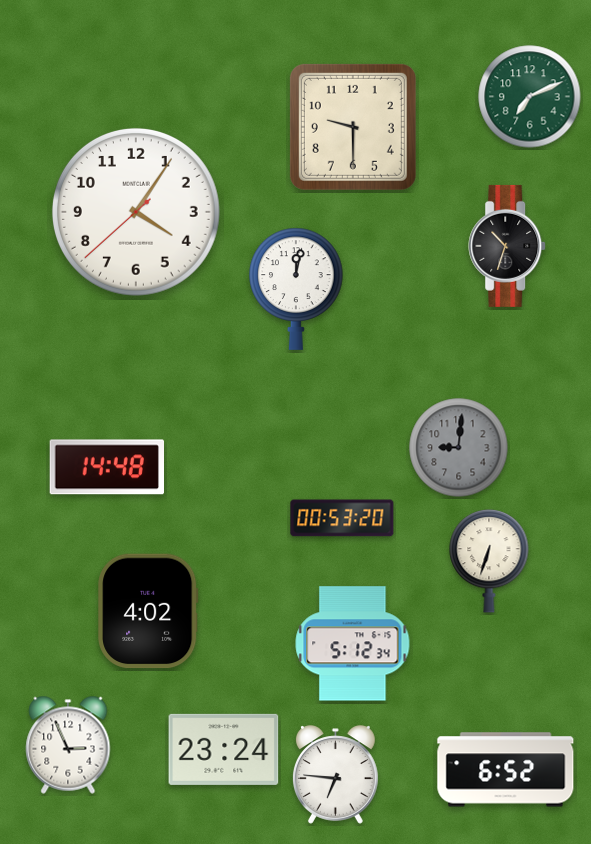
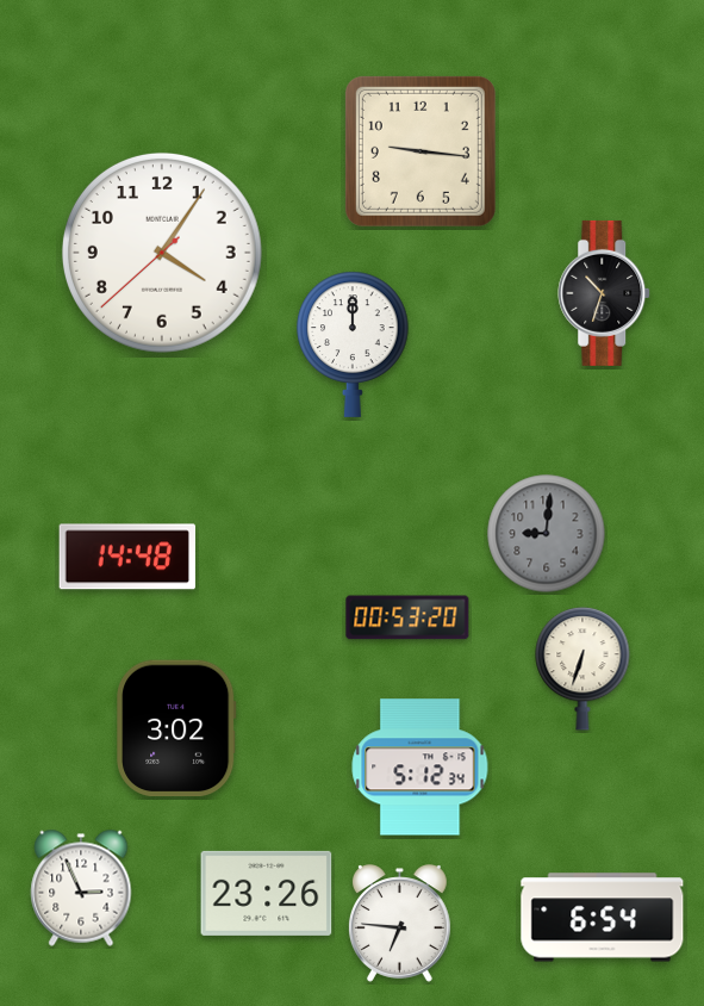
clock at (530, 97): 7:11 -> none
clock at (353, 127): 9:30 -> 9:16
clock at (296, 289): 12:02 -> 12:00
clock at (148, 611): 4:02 -> 3:02
clock at (224, 749): 23:24 -> 23:26
clock at (506, 770): 6:52 -> 6:54
